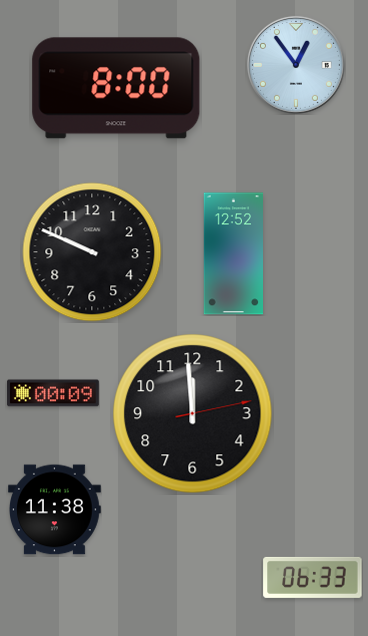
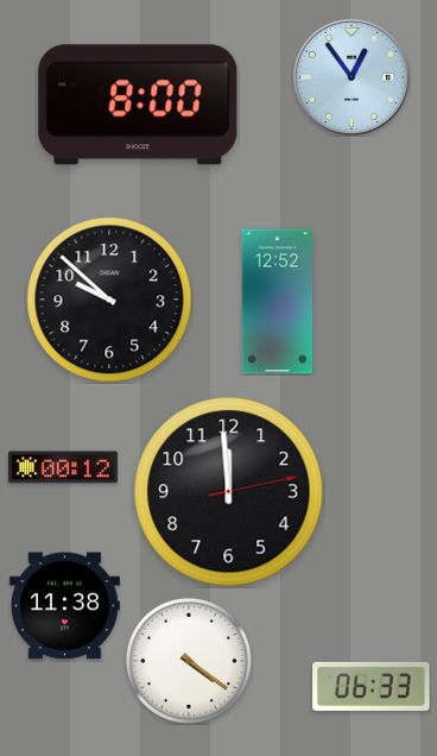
clock at (92, 252): 9:49 -> 9:52
clock at (54, 393): 00:09 -> 00:12
clock at (189, 661): none -> 4:21
